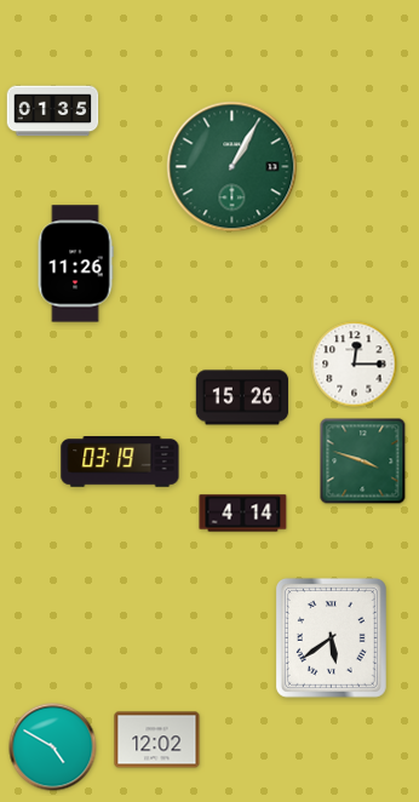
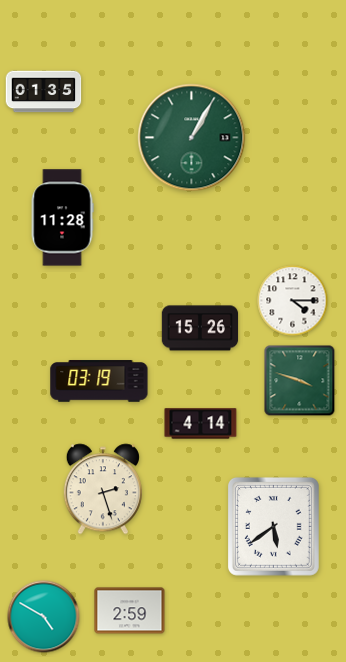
clock at (75, 264): 11:26 -> 11:28
clock at (355, 365): 12:15 -> 4:15
clock at (103, 489): none -> 2:27
clock at (157, 740): 12:02 -> 2:59
